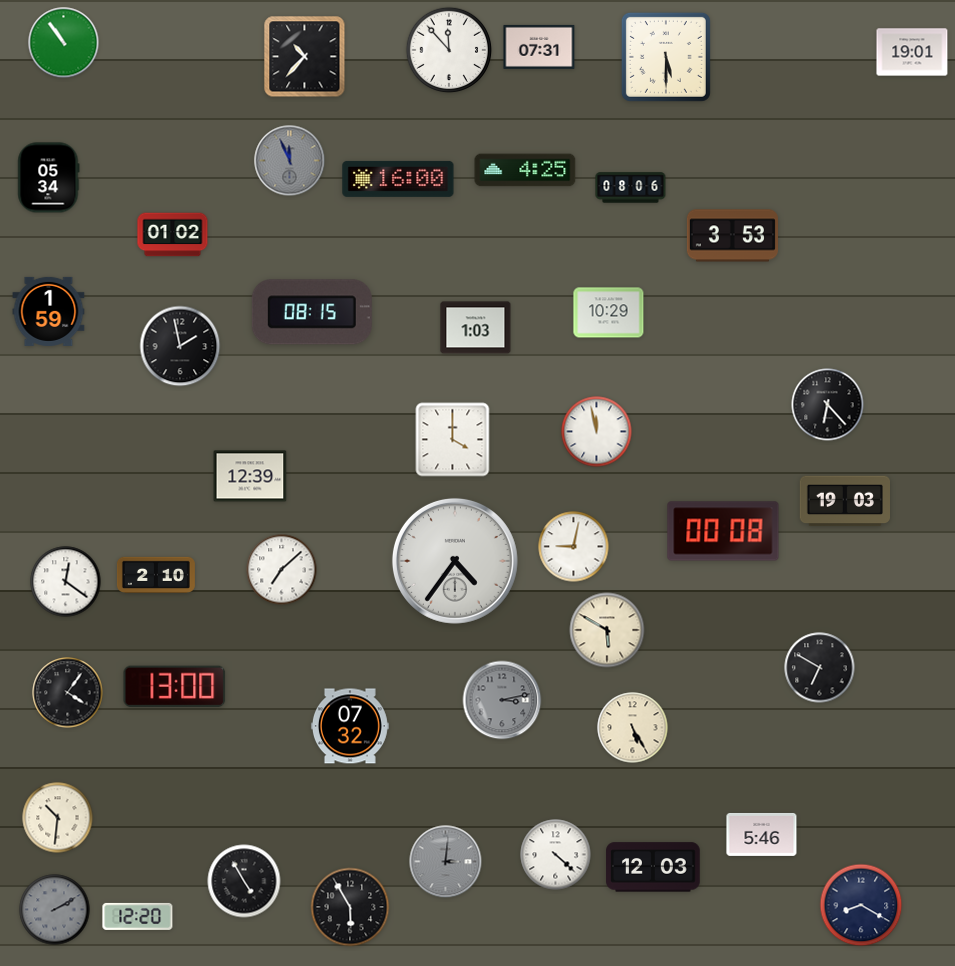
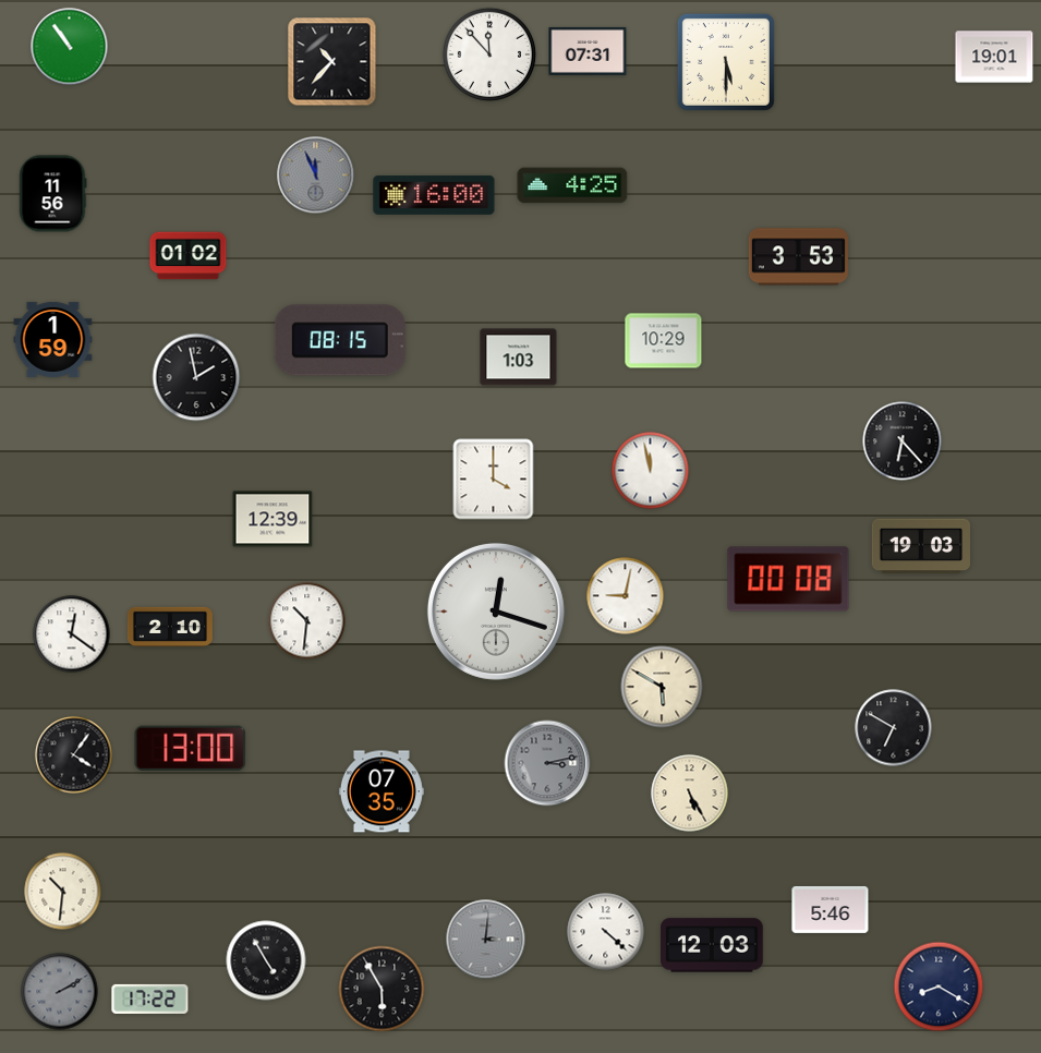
clock at (49, 178): 05:34 -> 11:56
clock at (631, 188): 08:06 -> none
clock at (455, 561): 4:36 -> 12:18
clock at (282, 570): 7:08 -> 10:31
clock at (350, 726): 07:32 -> 07:35
clock at (138, 916): 12:20 -> 17:22
